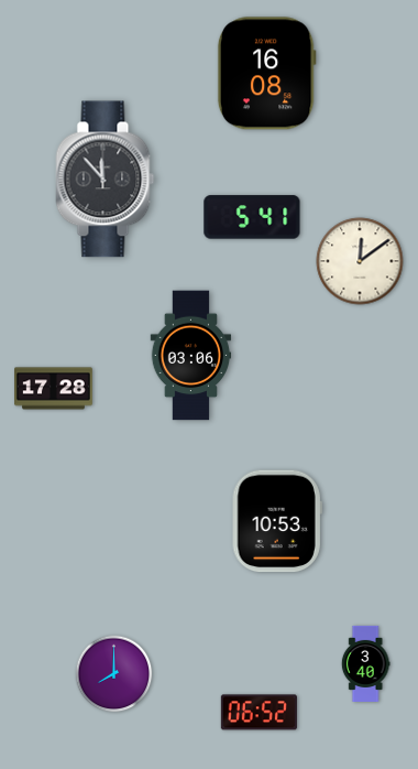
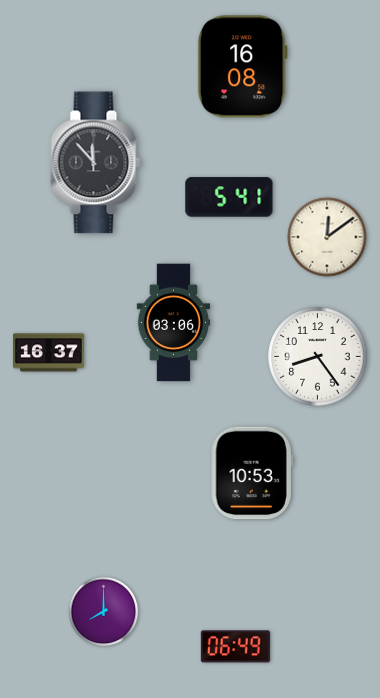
clock at (54, 389): 17:28 -> 16:37
clock at (318, 357): none -> 8:24
clock at (365, 663): 3:40 -> none
clock at (258, 713): 06:52 -> 06:49
